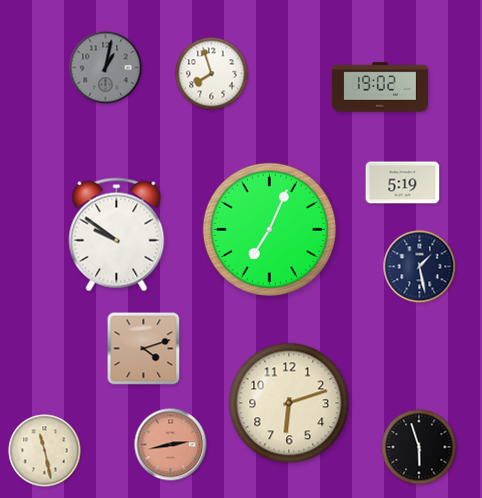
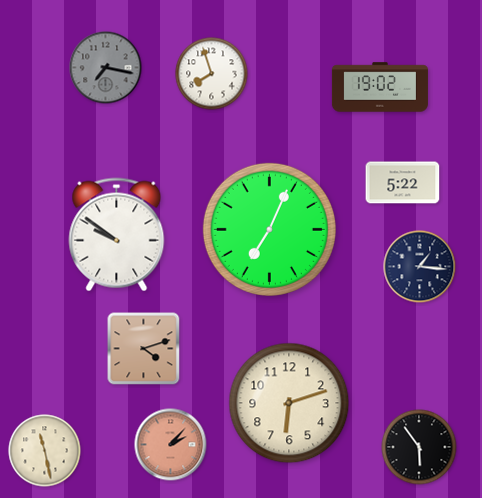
clock at (106, 68): 1:02 -> 7:17
clock at (403, 183): 5:19 -> 5:22
clock at (420, 267): 1:28 -> 1:16
clock at (171, 445): 2:43 -> 2:07
clock at (419, 447): 5:57 -> 5:54
